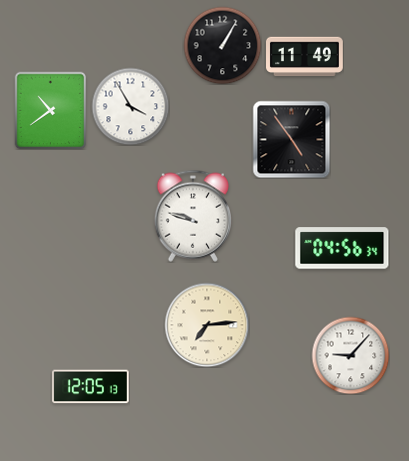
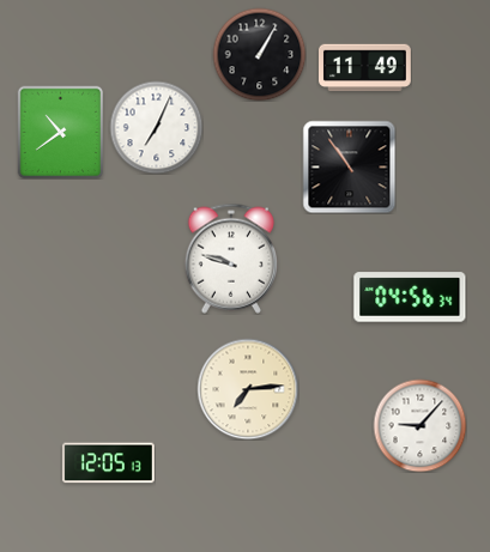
clock at (222, 45) position: (222, 45) -> (259, 54)
clock at (130, 106): 3:55 -> 7:04
clock at (291, 139): 4:54 -> 10:54
